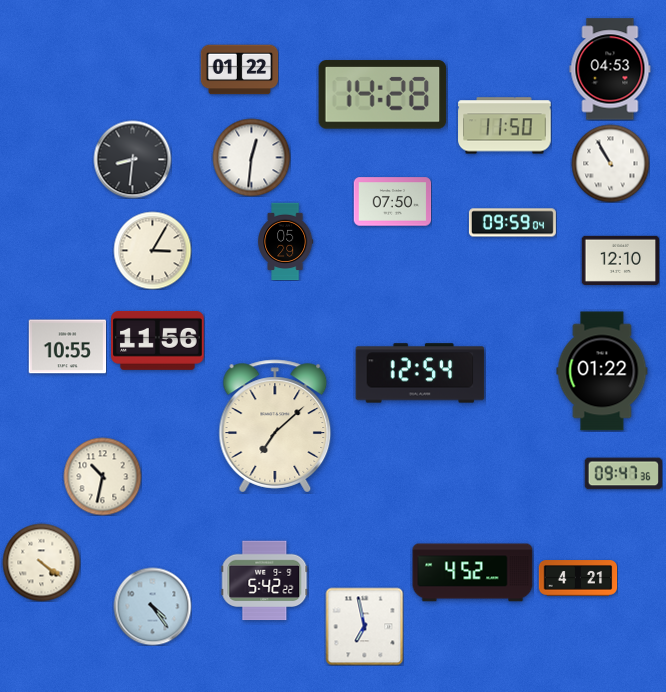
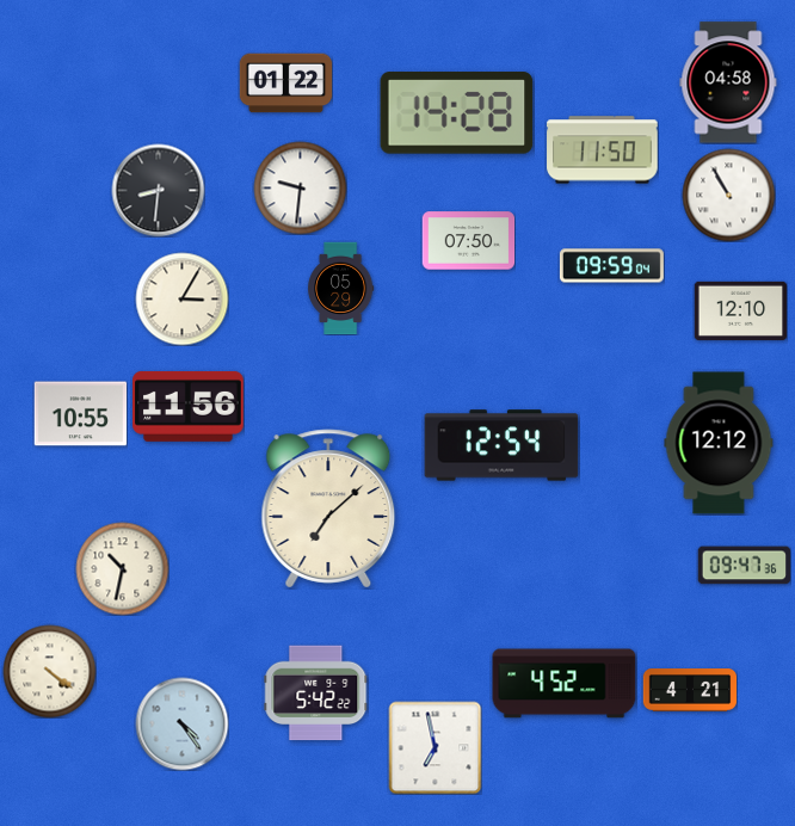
clock at (610, 69): 04:53 -> 04:58
clock at (251, 157): 12:31 -> 9:31
clock at (602, 371): 01:22 -> 12:12
